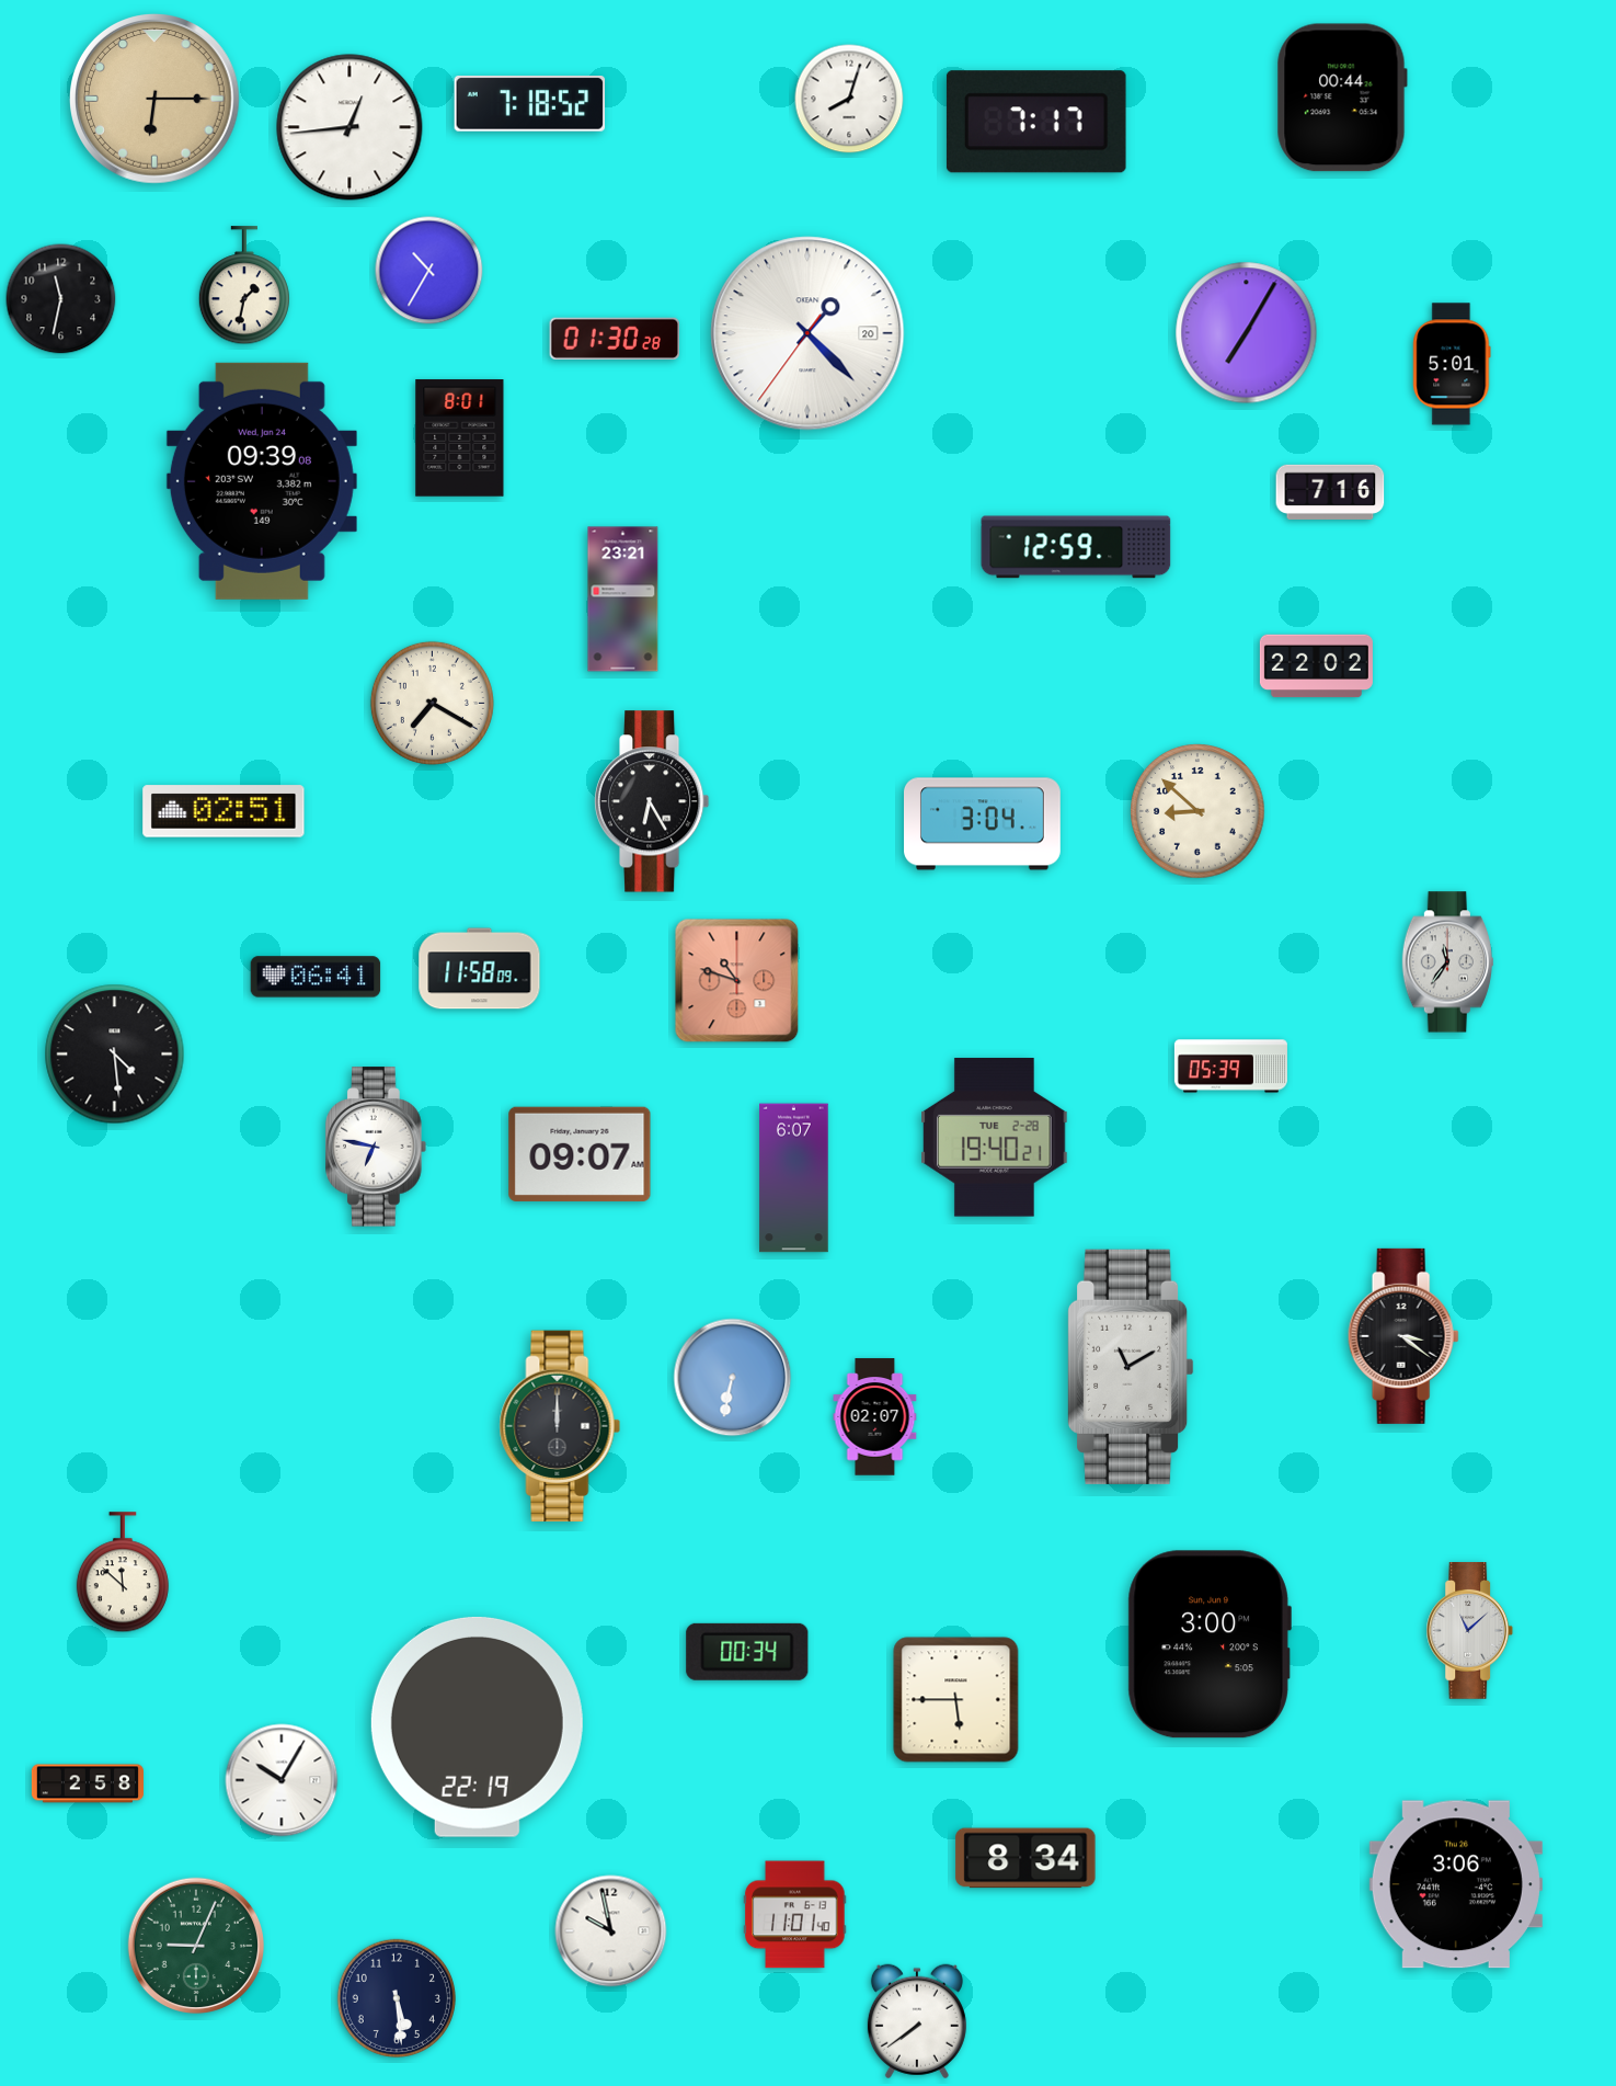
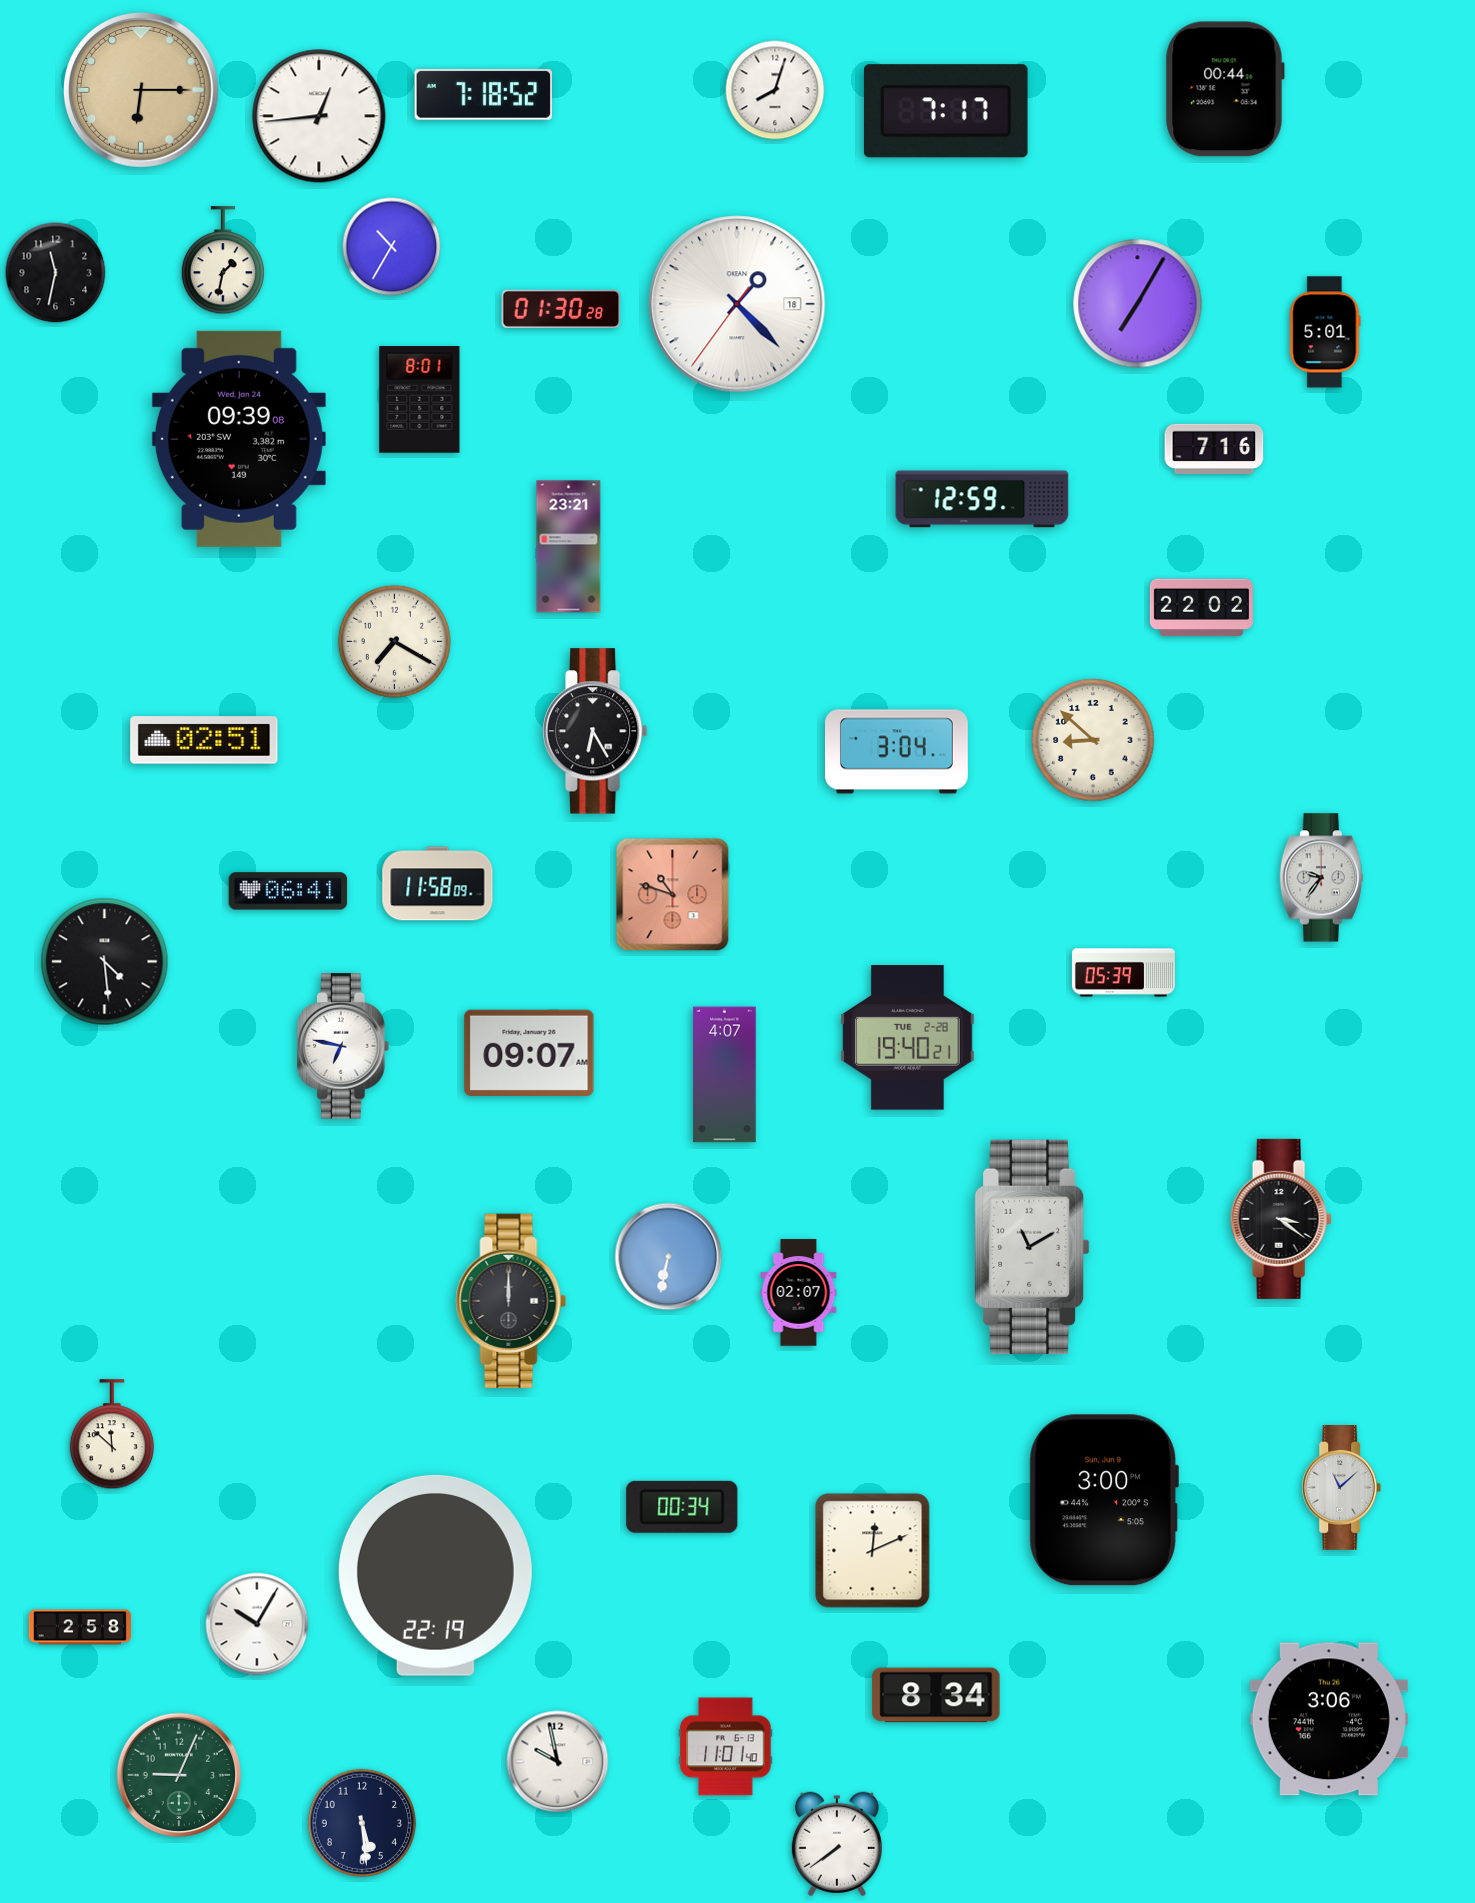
clock at (807, 333) date: 20 -> 18
clock at (1447, 962): 11:36 -> 9:36
clock at (794, 1178): 6:07 -> 4:07
clock at (956, 1700): 5:45 -> 12:11
